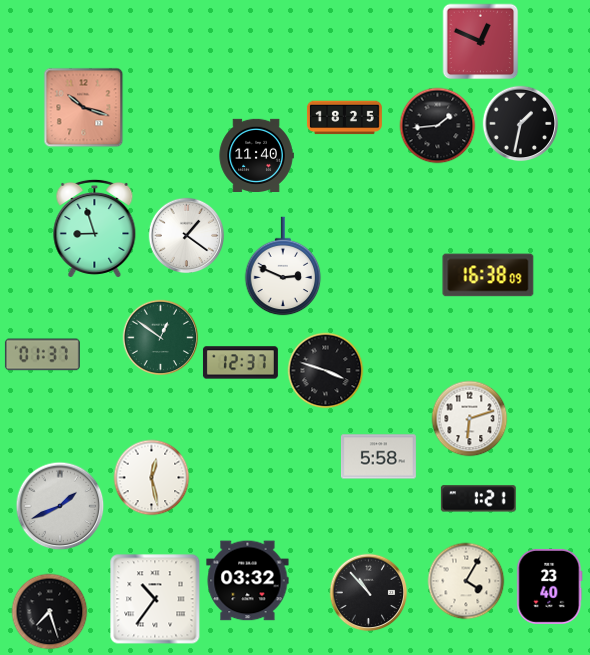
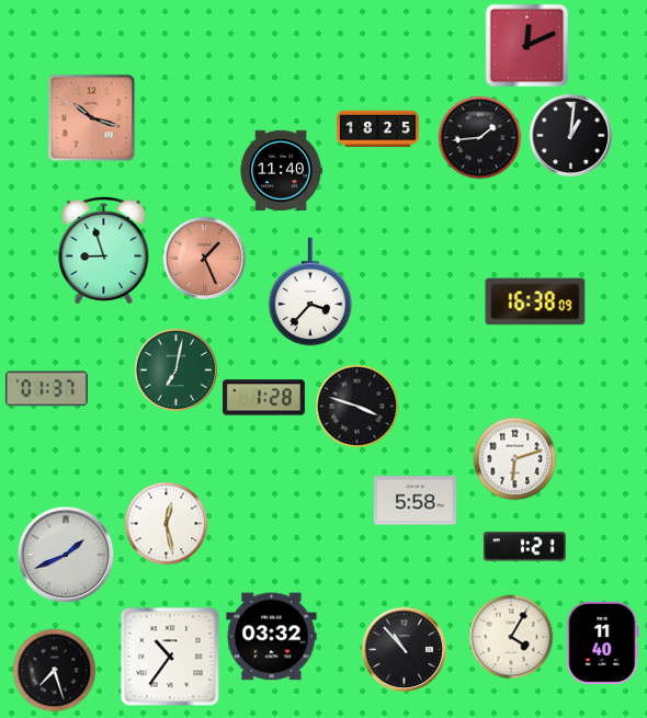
clock at (481, 42): 12:49 -> 12:11
clock at (521, 124): 1:32 -> 1:01
clock at (187, 236): 1:21 -> 1:26
clock at (187, 236) dial: white -> salmon
clock at (283, 266): 2:49 -> 3:37
clock at (161, 338): 12:51 -> 7:02
clock at (240, 363): 12:37 -> 1:28
clock at (550, 586): 23:40 -> 11:40
